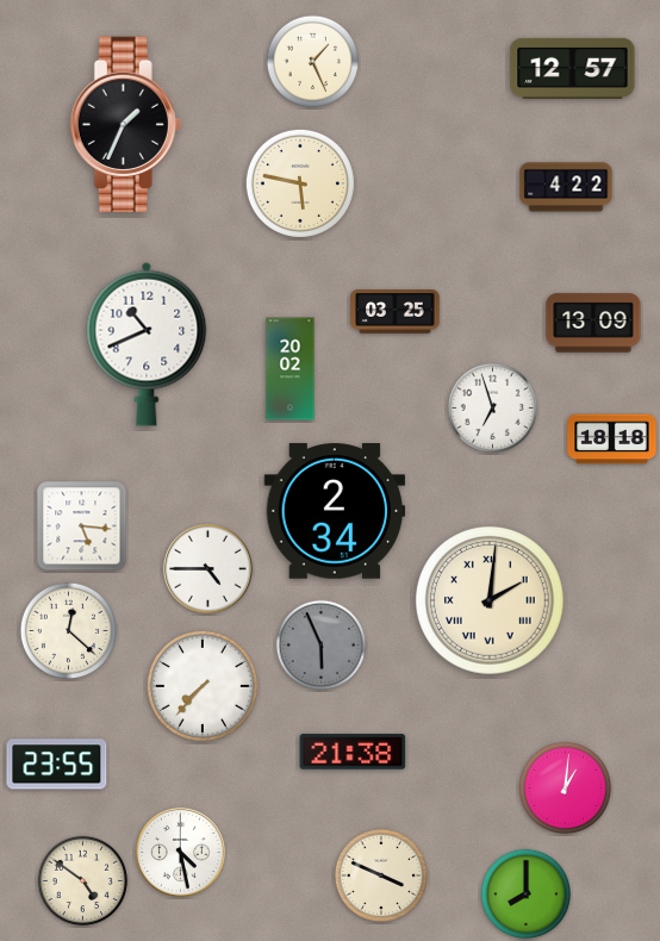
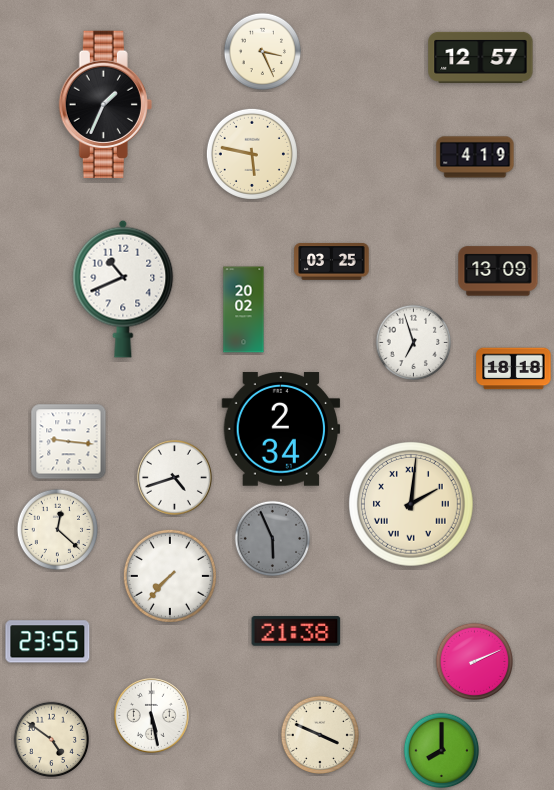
clock at (313, 62): 1:26 -> 3:26
clock at (566, 187): 4:22 -> 4:19
clock at (82, 526): 5:16 -> 9:16
clock at (207, 568): 4:45 -> 4:42
clock at (322, 646) position: (322, 646) -> (273, 539)
clock at (566, 789): 1:01 -> 2:11
clock at (180, 852): 4:28 -> 5:28
clock at (83, 881) position: (83, 881) -> (52, 740)
